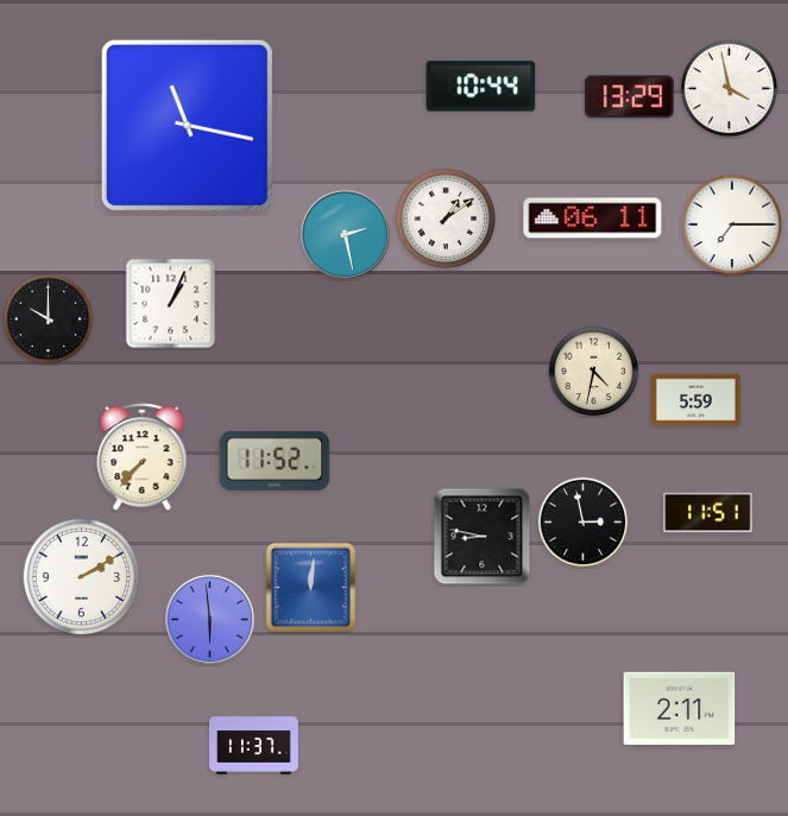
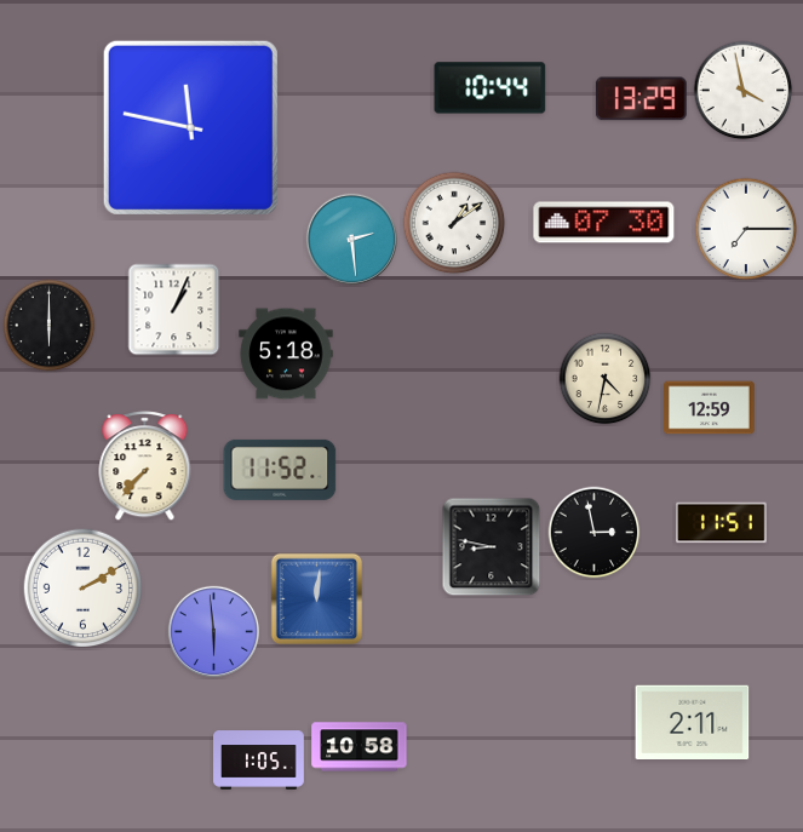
clock at (187, 125): 11:17 -> 11:47
clock at (593, 219): 06:11 -> 07:30
clock at (345, 234): 2:28 -> 2:29
clock at (49, 320): 10:00 -> 6:00
clock at (286, 354): none -> 5:18
clock at (696, 400): 5:59 -> 12:59
clock at (360, 747): none -> 10:58
clock at (254, 746): 11:37 -> 1:05
